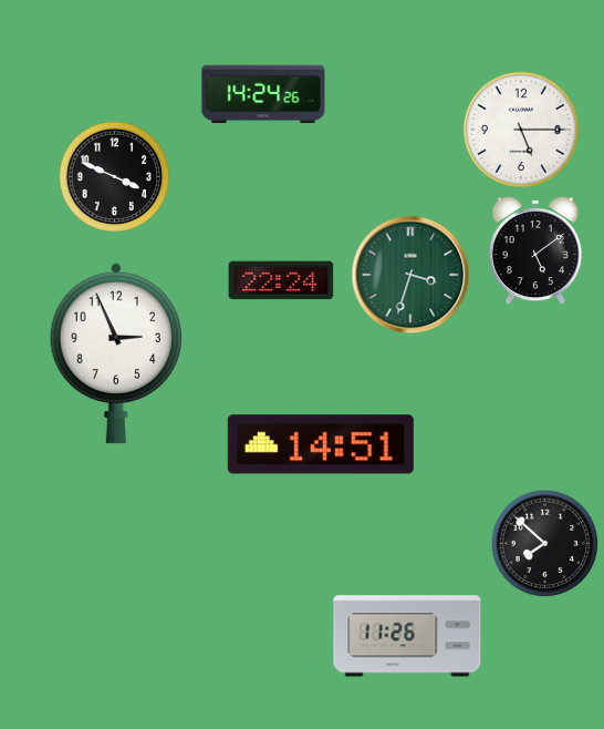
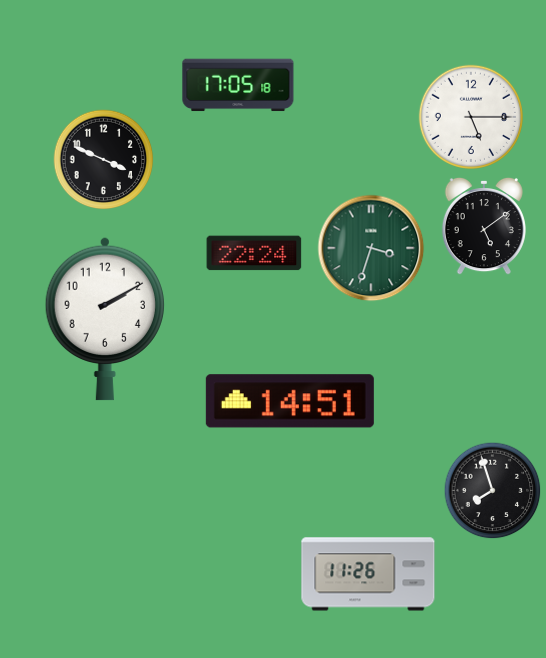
clock at (263, 94): 14:24 -> 17:05
clock at (115, 353): 2:56 -> 2:10
clock at (545, 544): 7:52 -> 7:57
